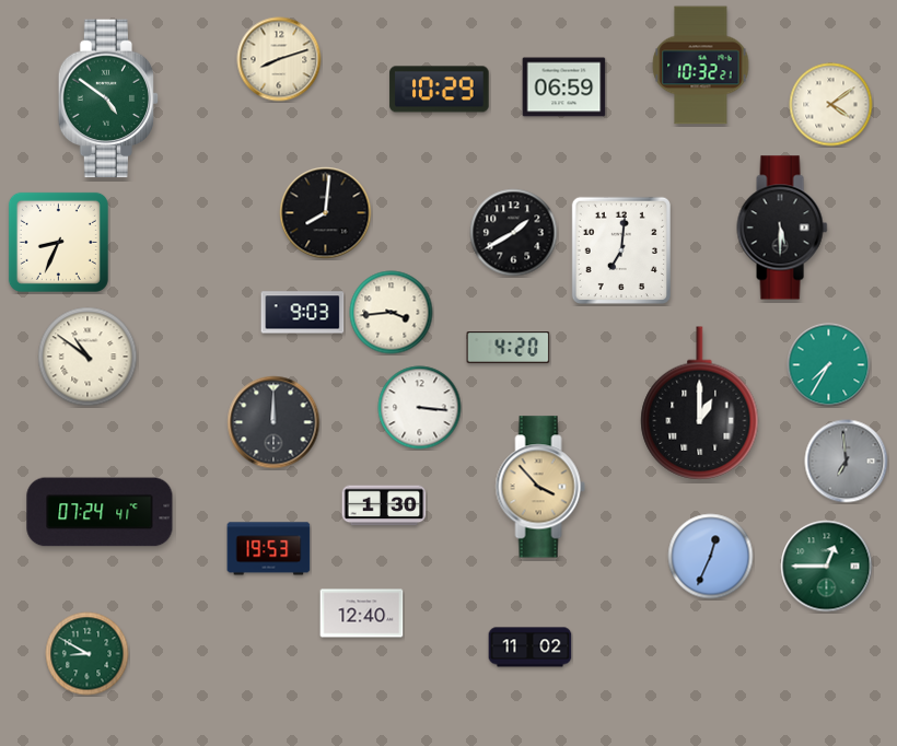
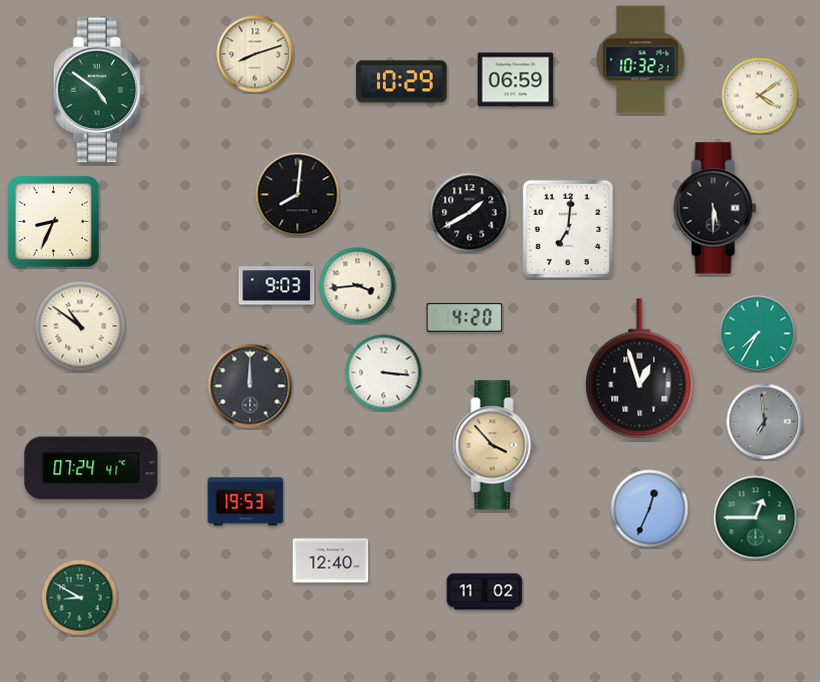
clock at (700, 404): 1:00 -> 12:57
clock at (847, 462) position: (847, 462) -> (765, 422)
clock at (384, 505): 1:30 -> none
